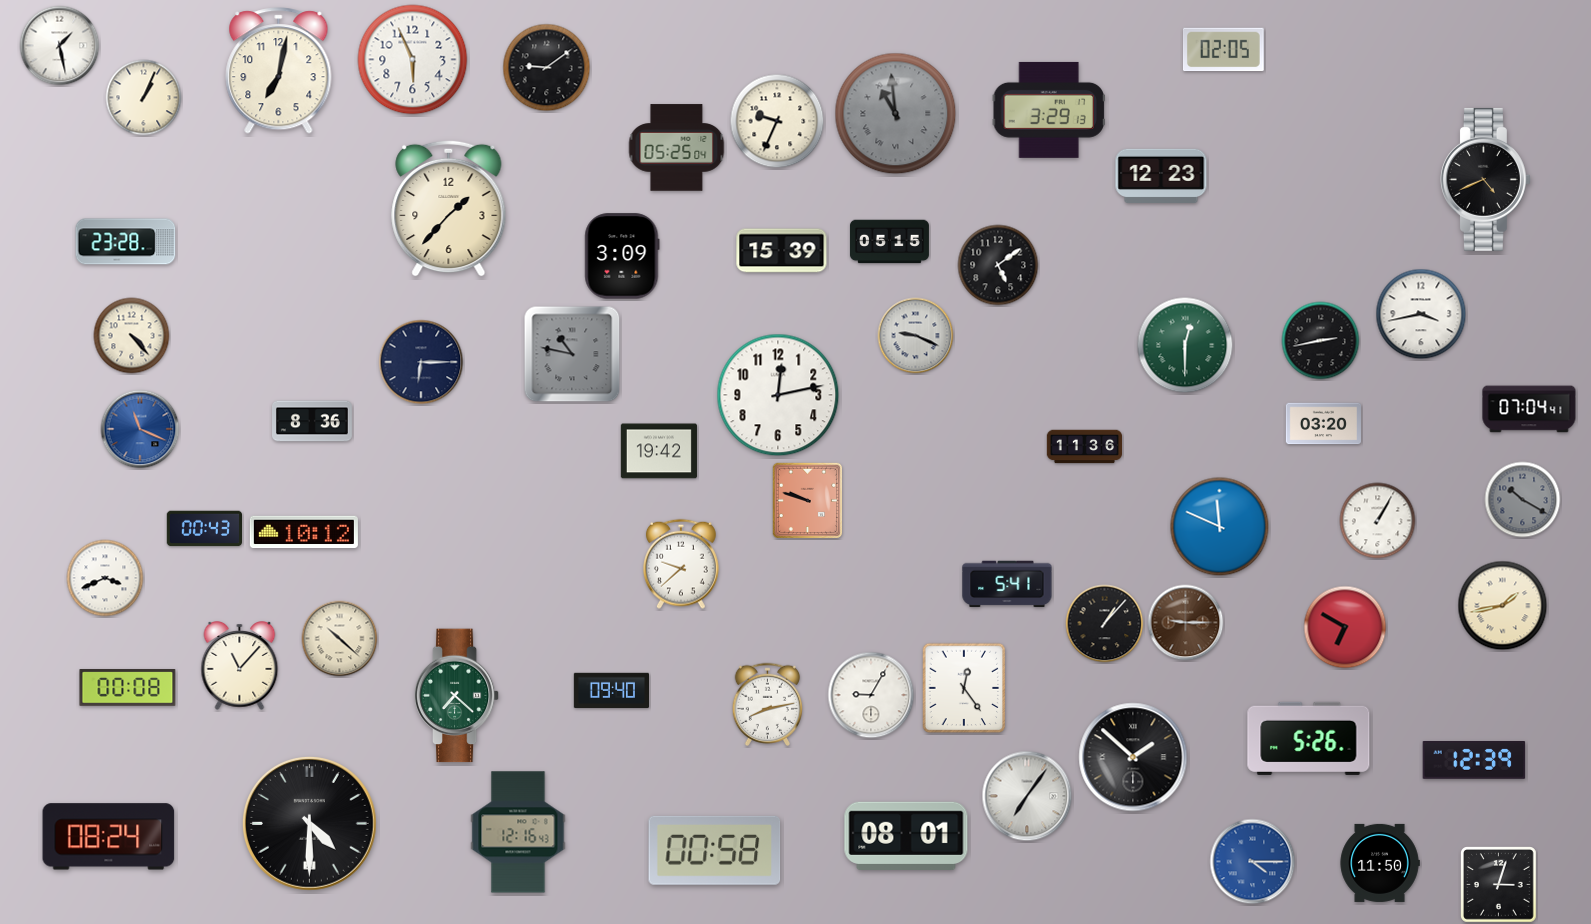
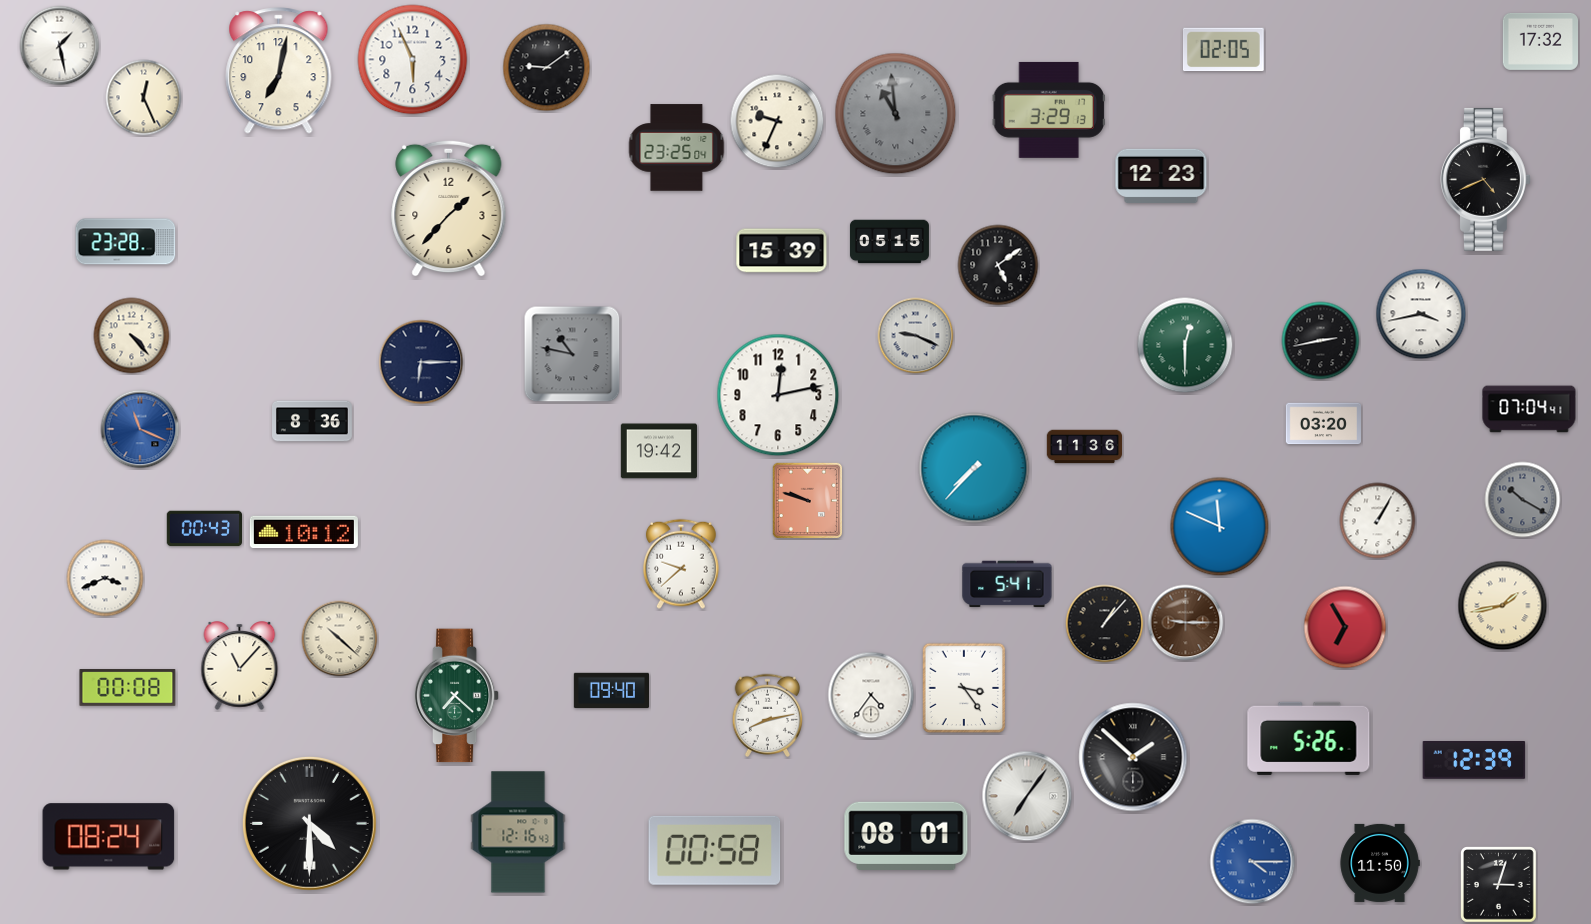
clock at (1540, 41): none -> 17:32
clock at (144, 98): 1:04 -> 12:26
clock at (677, 148): 05:25 -> 23:25
clock at (622, 256): 3:09 -> none
clock at (974, 468): none -> 7:37
clock at (1345, 627): 6:50 -> 6:55
clock at (964, 688): 12:24 -> 3:24
clock at (871, 695): 9:05 -> 4:36
clock at (767, 704) position: (767, 704) -> (767, 715)
